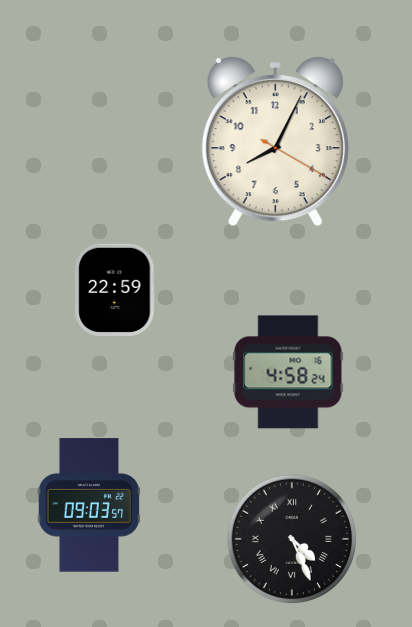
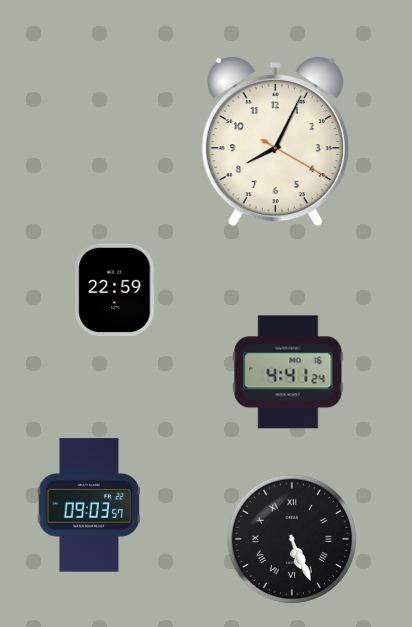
clock at (288, 372): 4:58 -> 4:41
clock at (292, 539): 4:26 -> 5:26
